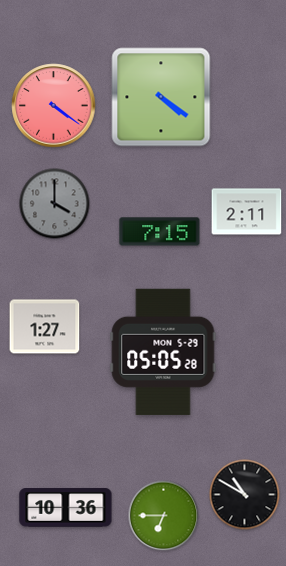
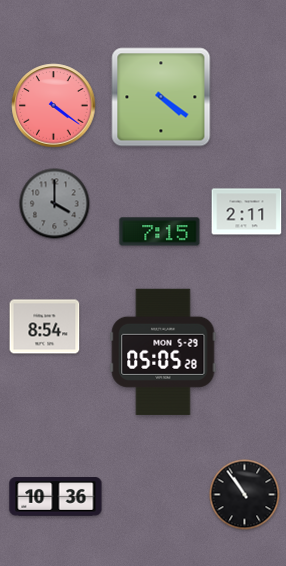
clock at (45, 327): 1:27 -> 8:54
clock at (245, 495): 10:50 -> 10:54
clock at (66, 508) position: (66, 508) -> (56, 497)
clock at (164, 516): 6:45 -> none
